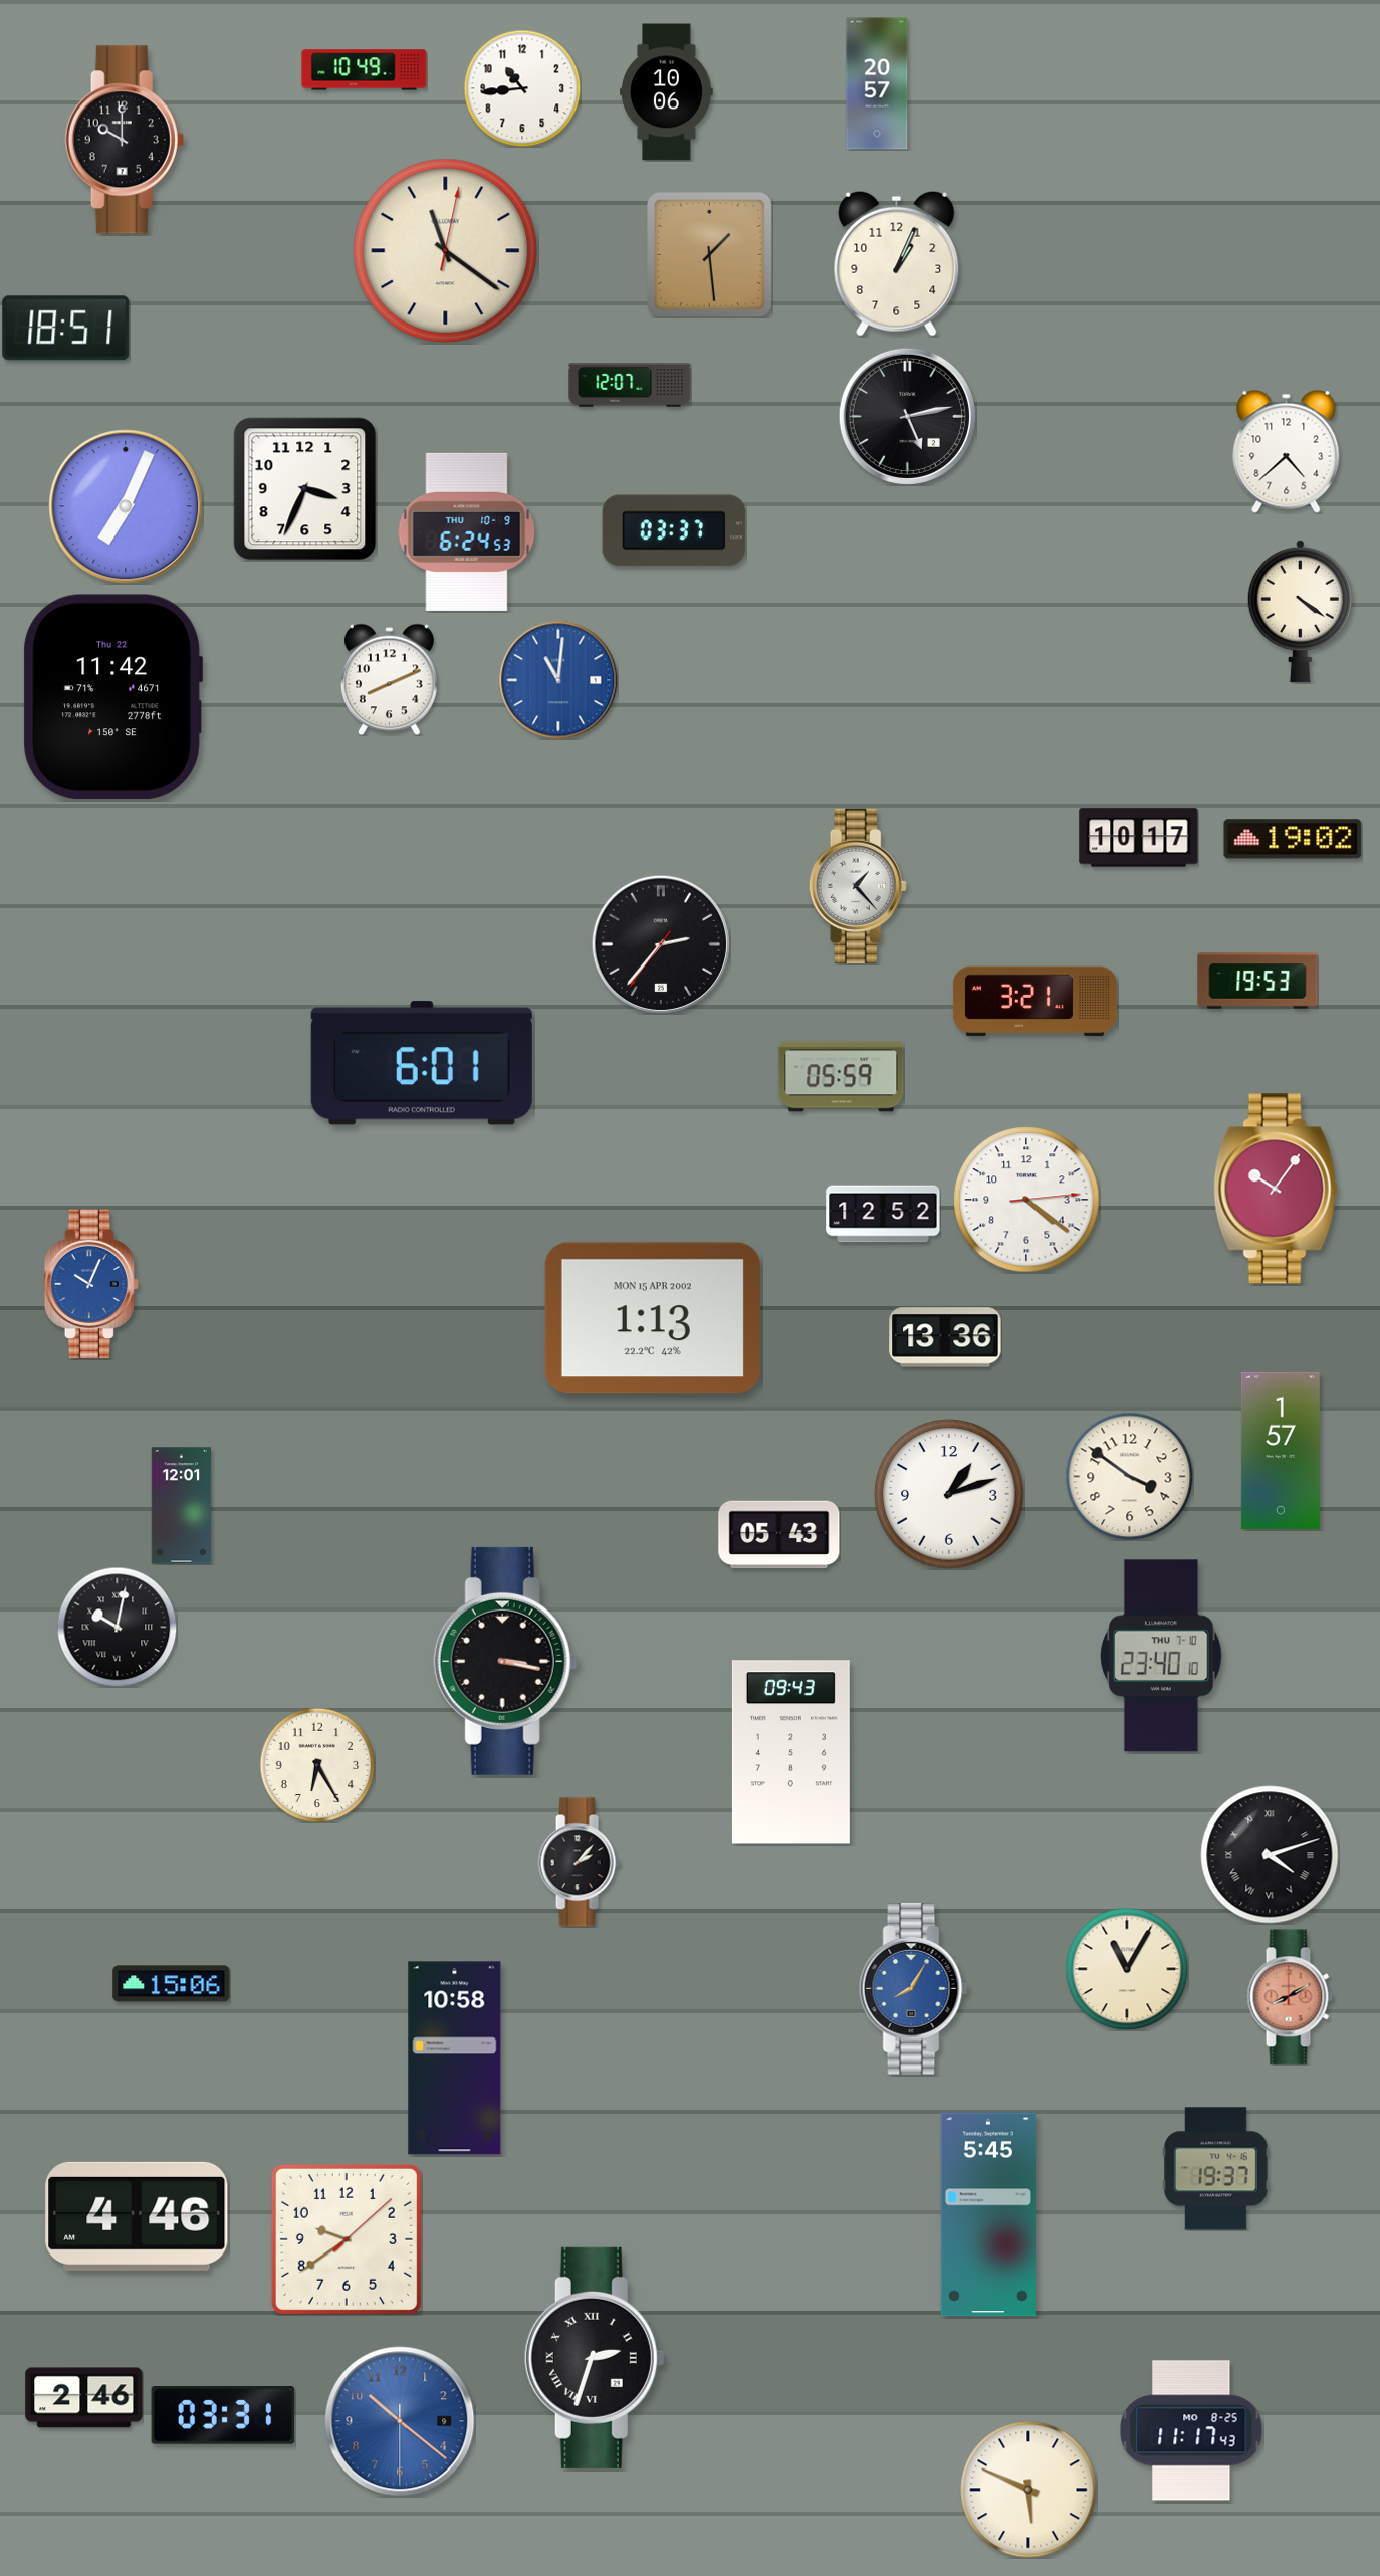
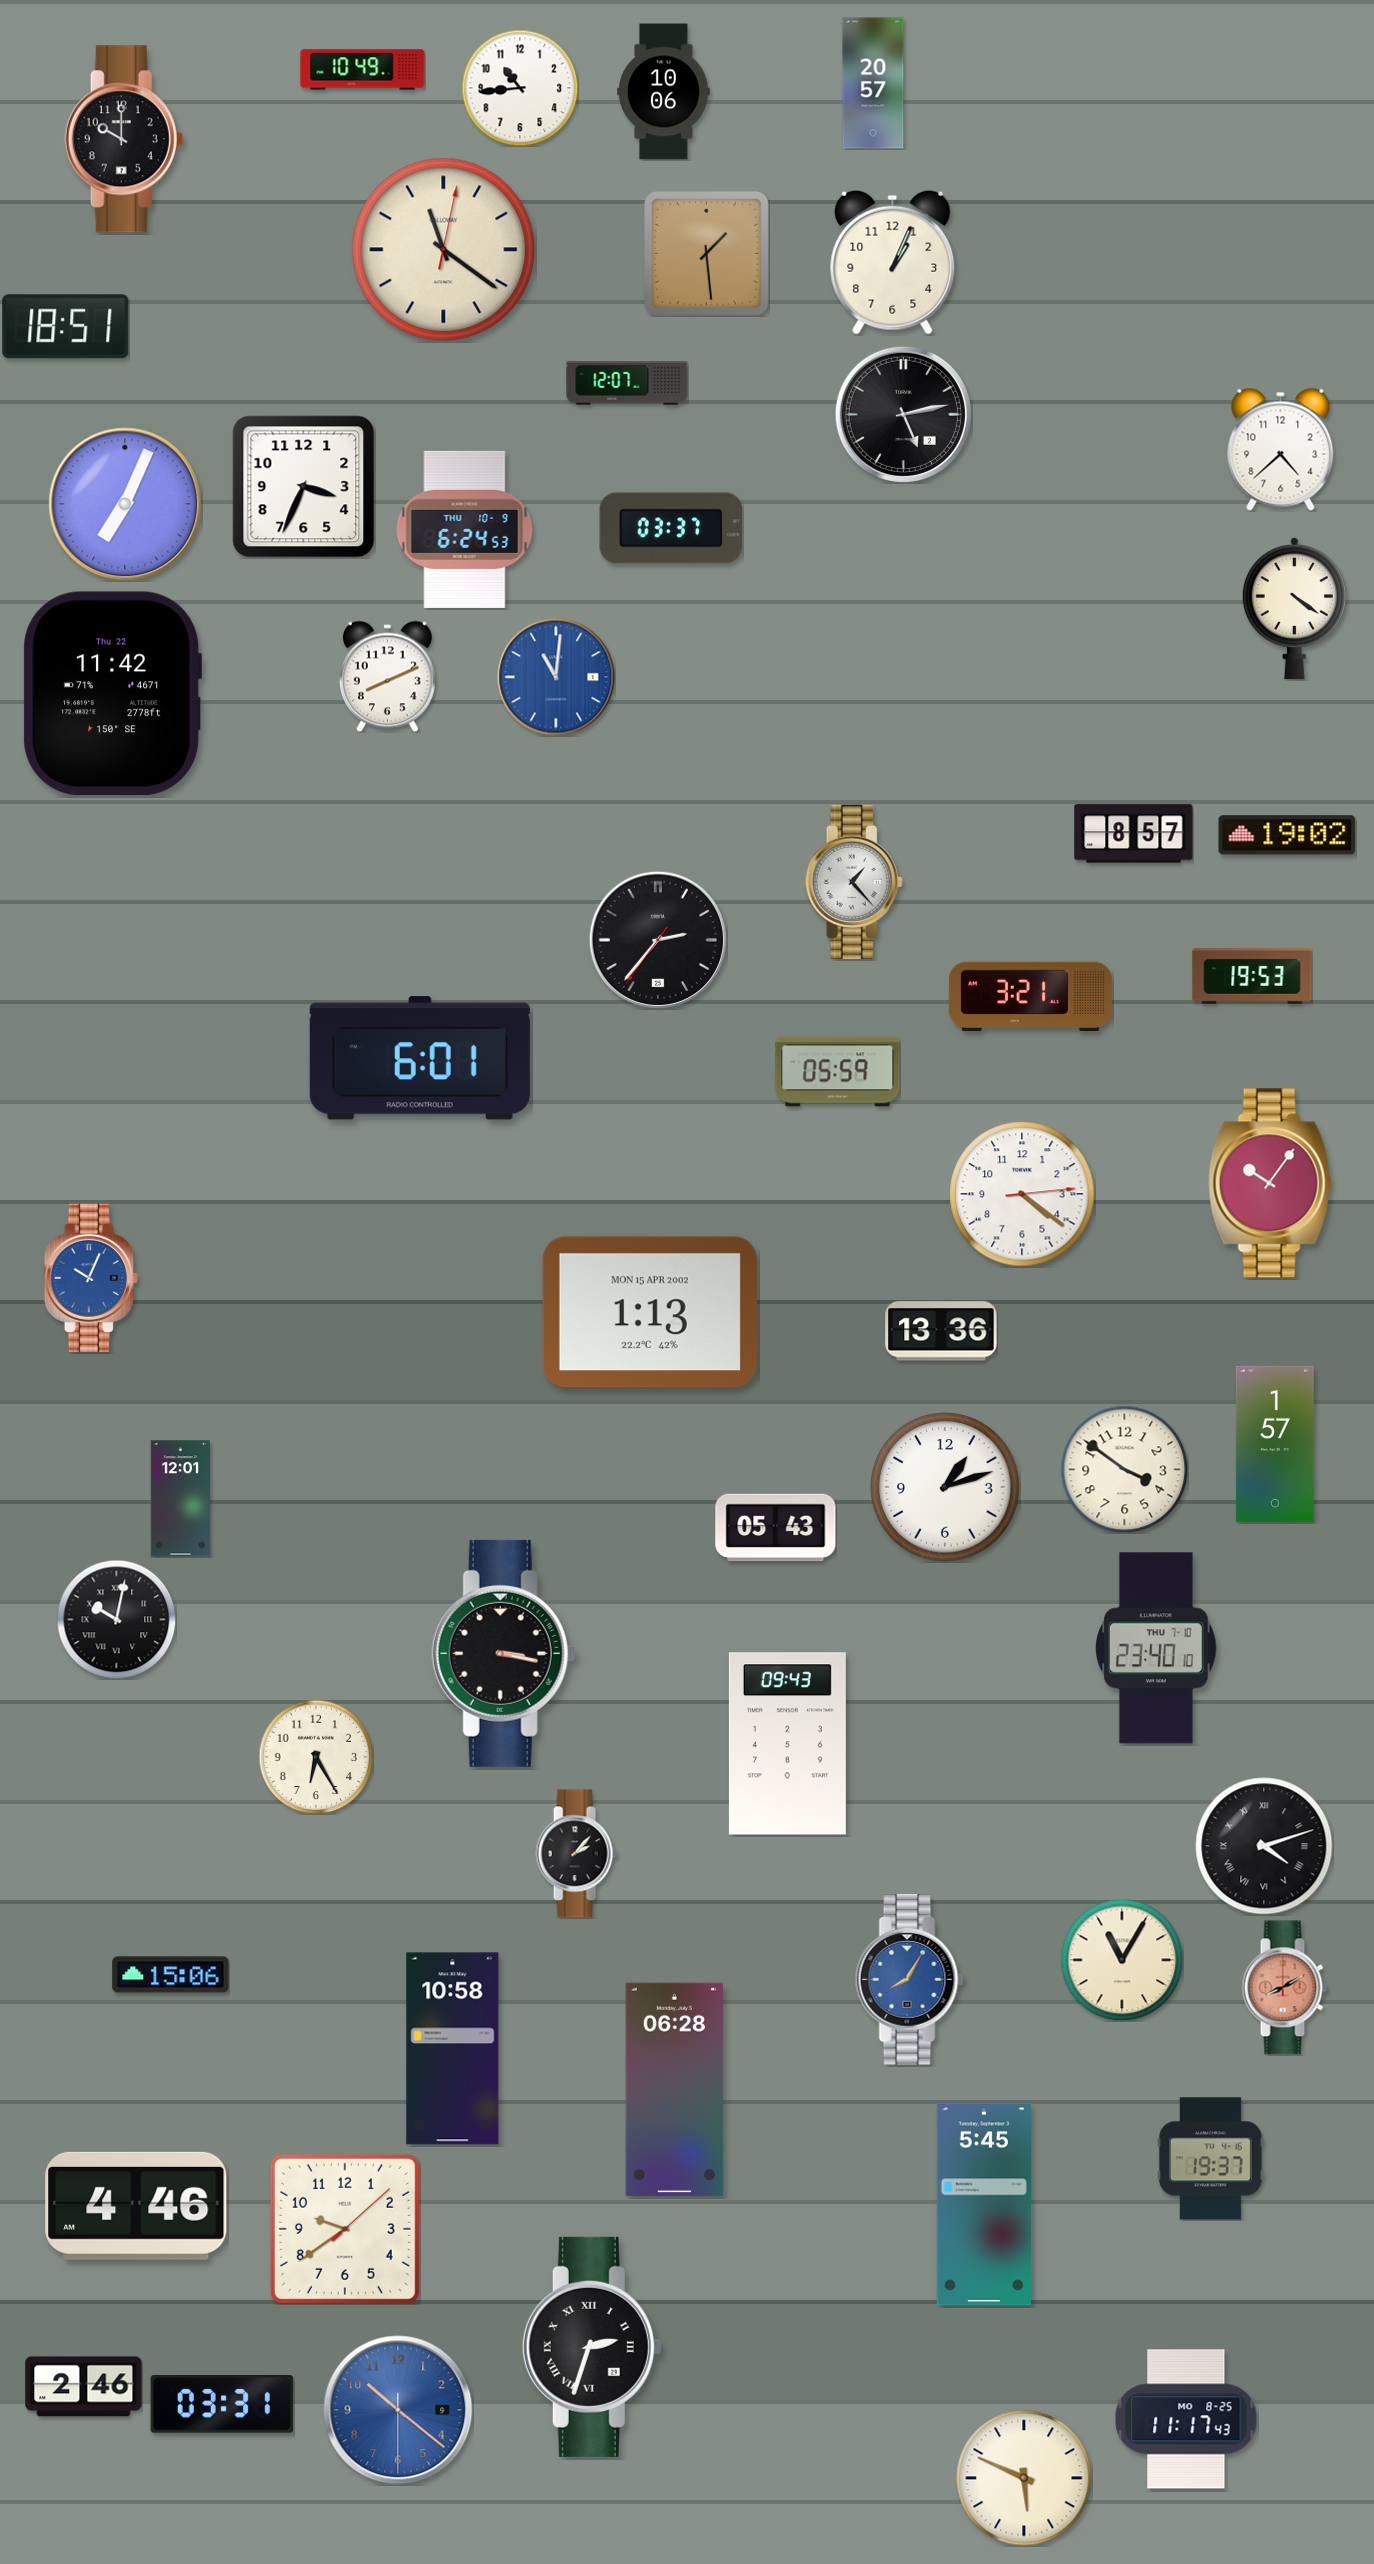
clock at (1139, 838): 10:17 -> 8:57
clock at (883, 1214): 12:52 -> none
clock at (675, 2089): none -> 06:28
